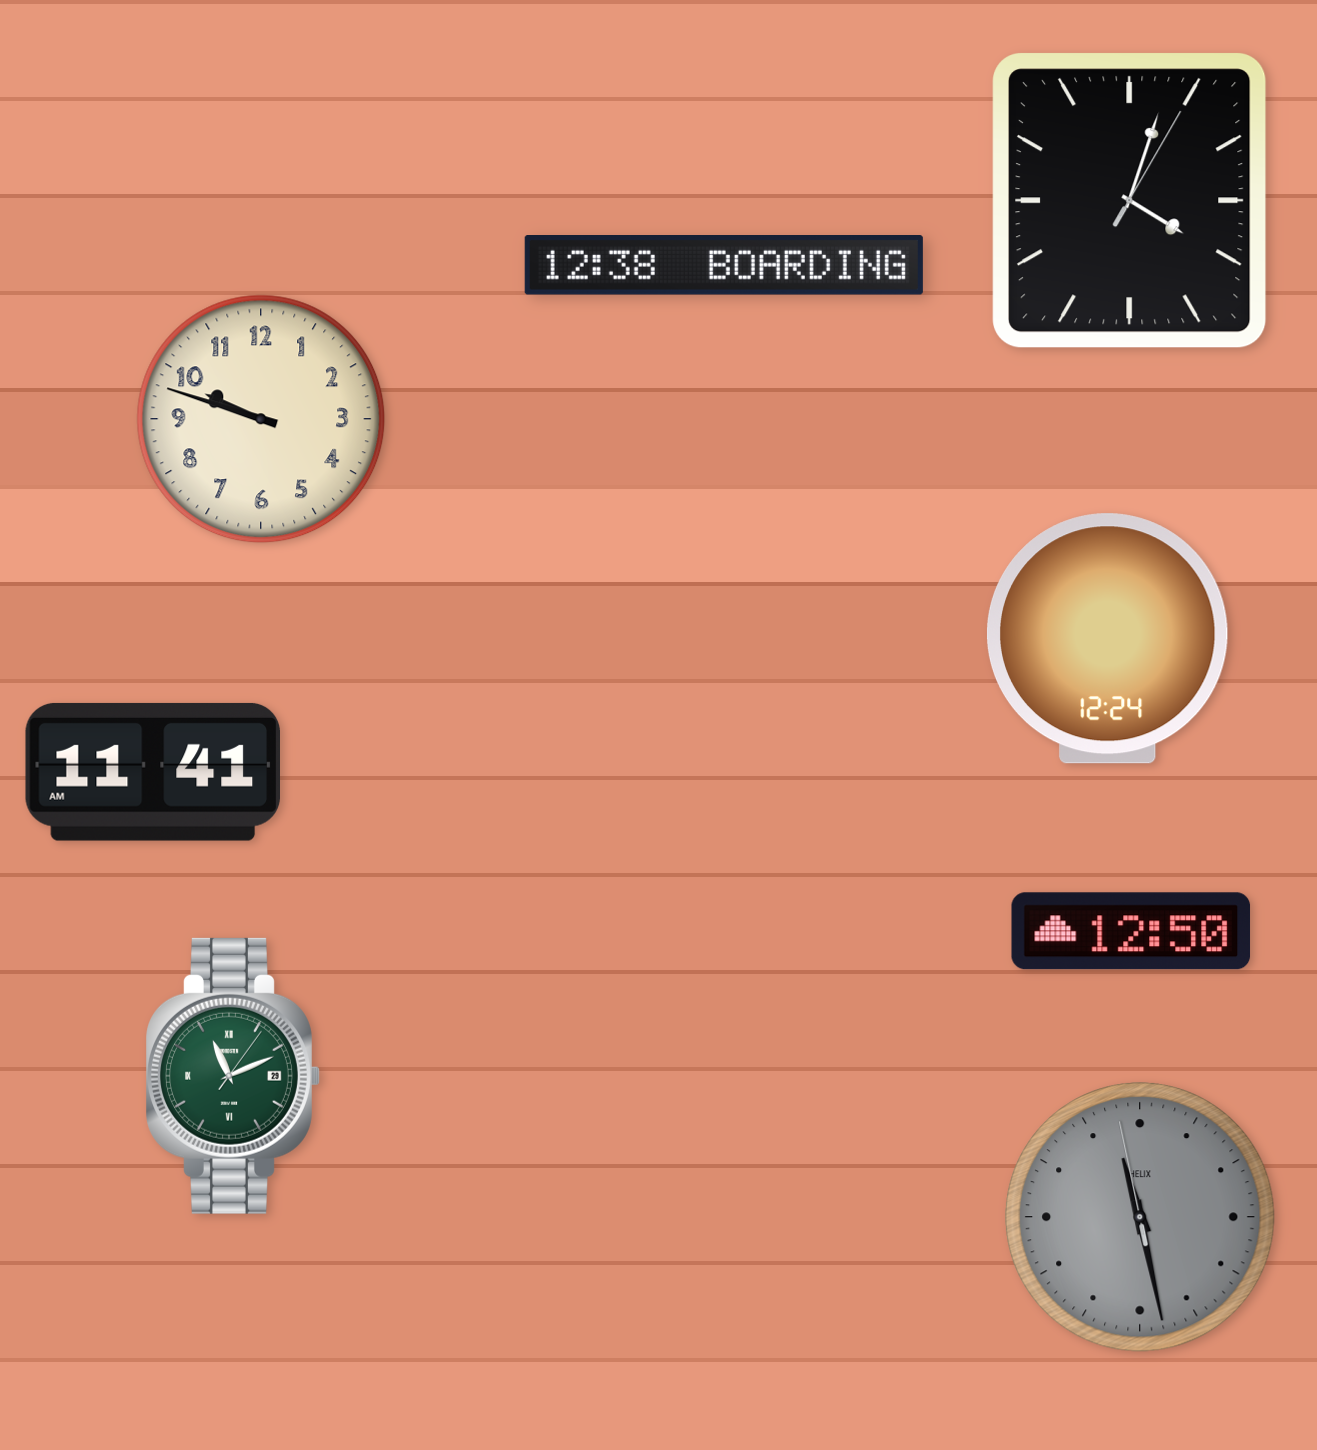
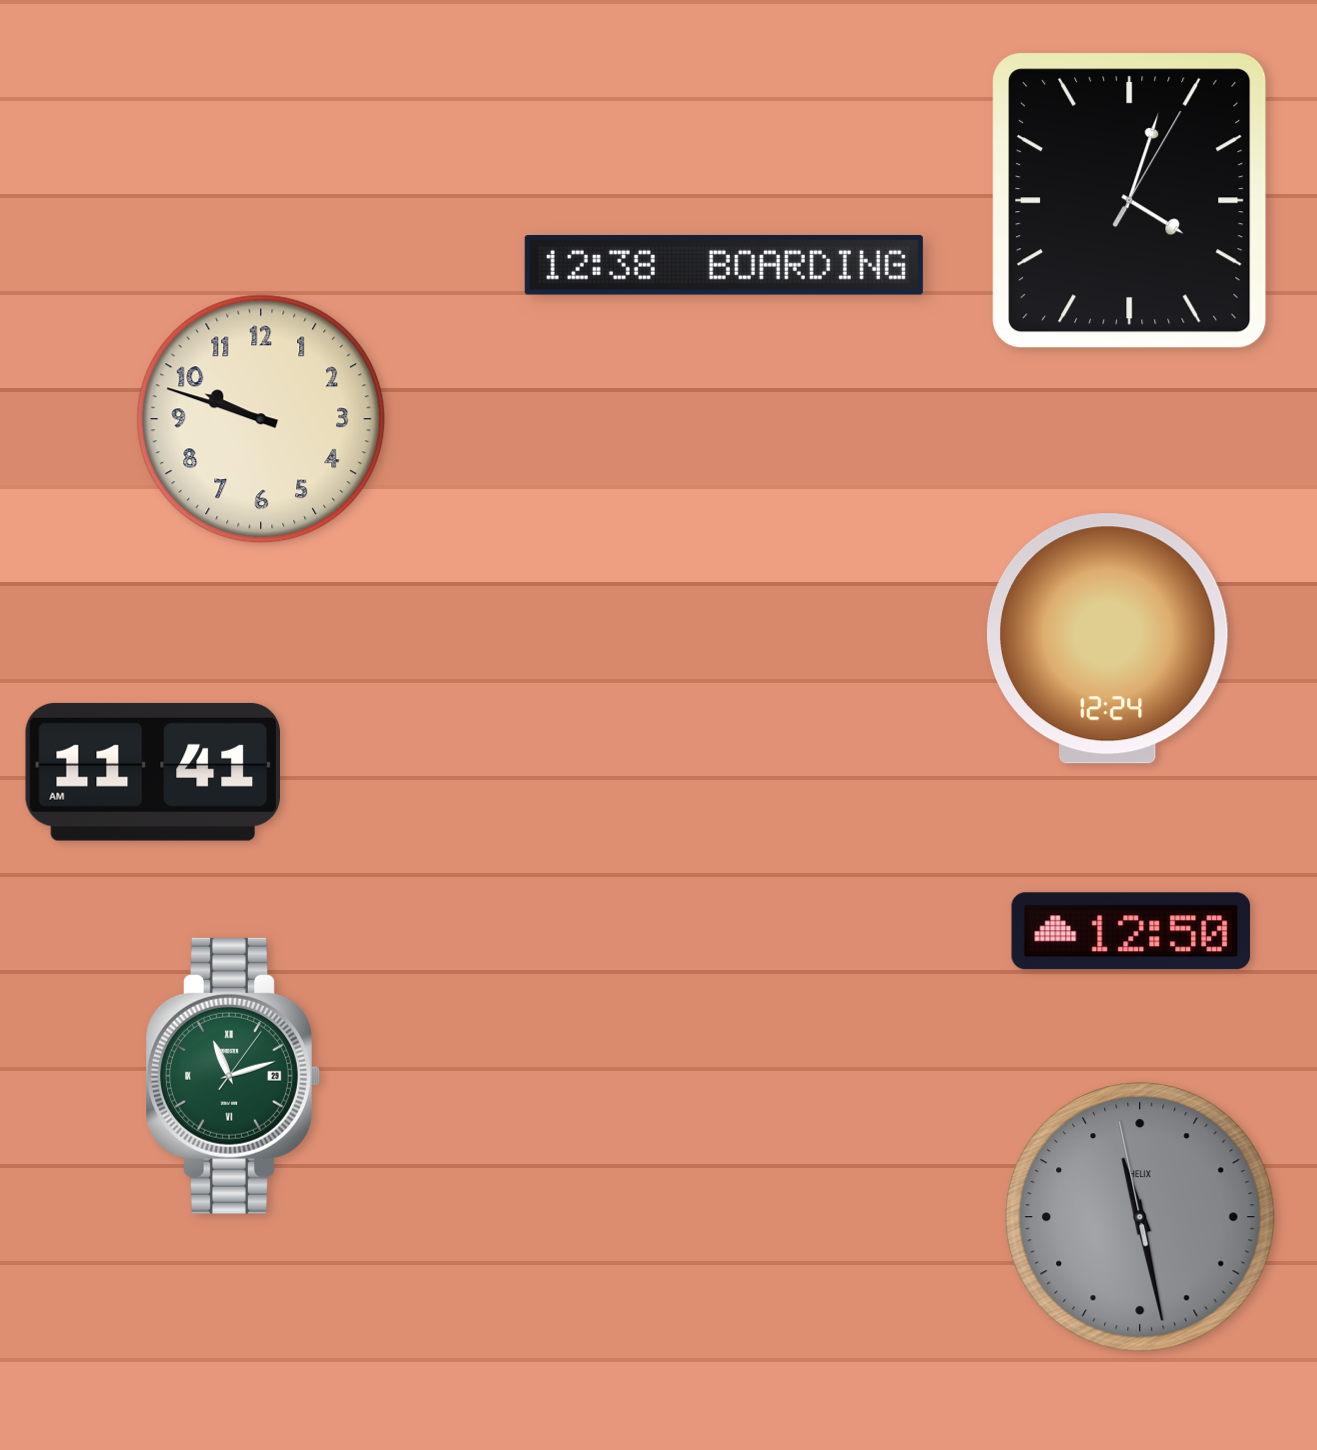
clock at (233, 1076): 11:11 -> 11:12
